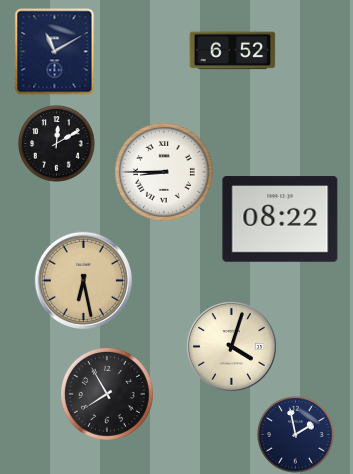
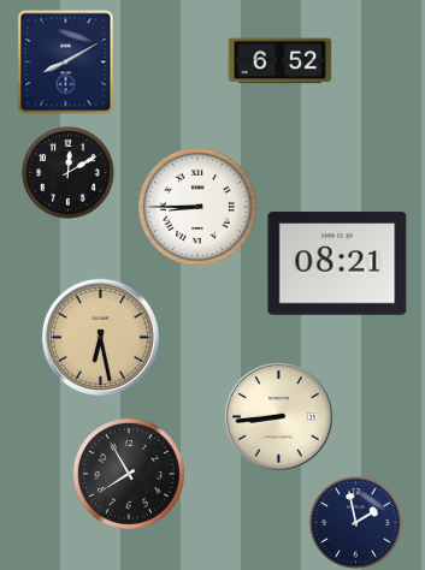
clock at (55, 52): 11:10 -> 8:10
clock at (280, 219): 08:22 -> 08:21
clock at (231, 346): 4:03 -> 8:44
